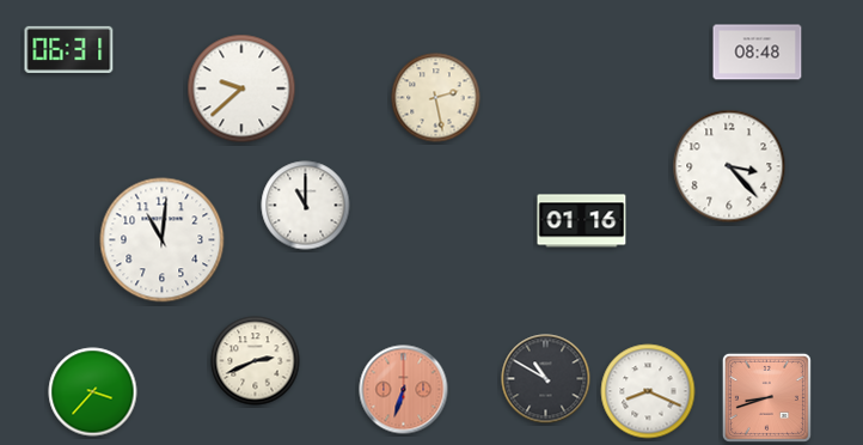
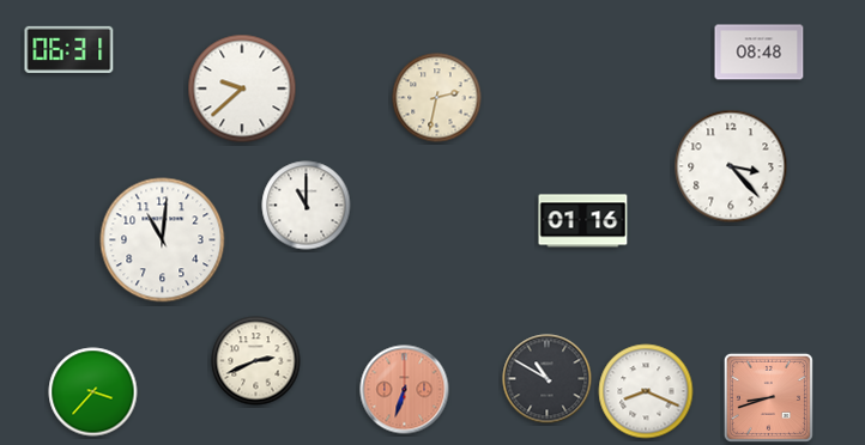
clock at (436, 98): 2:28 -> 2:32
clock at (648, 391) position: (648, 391) -> (646, 391)
